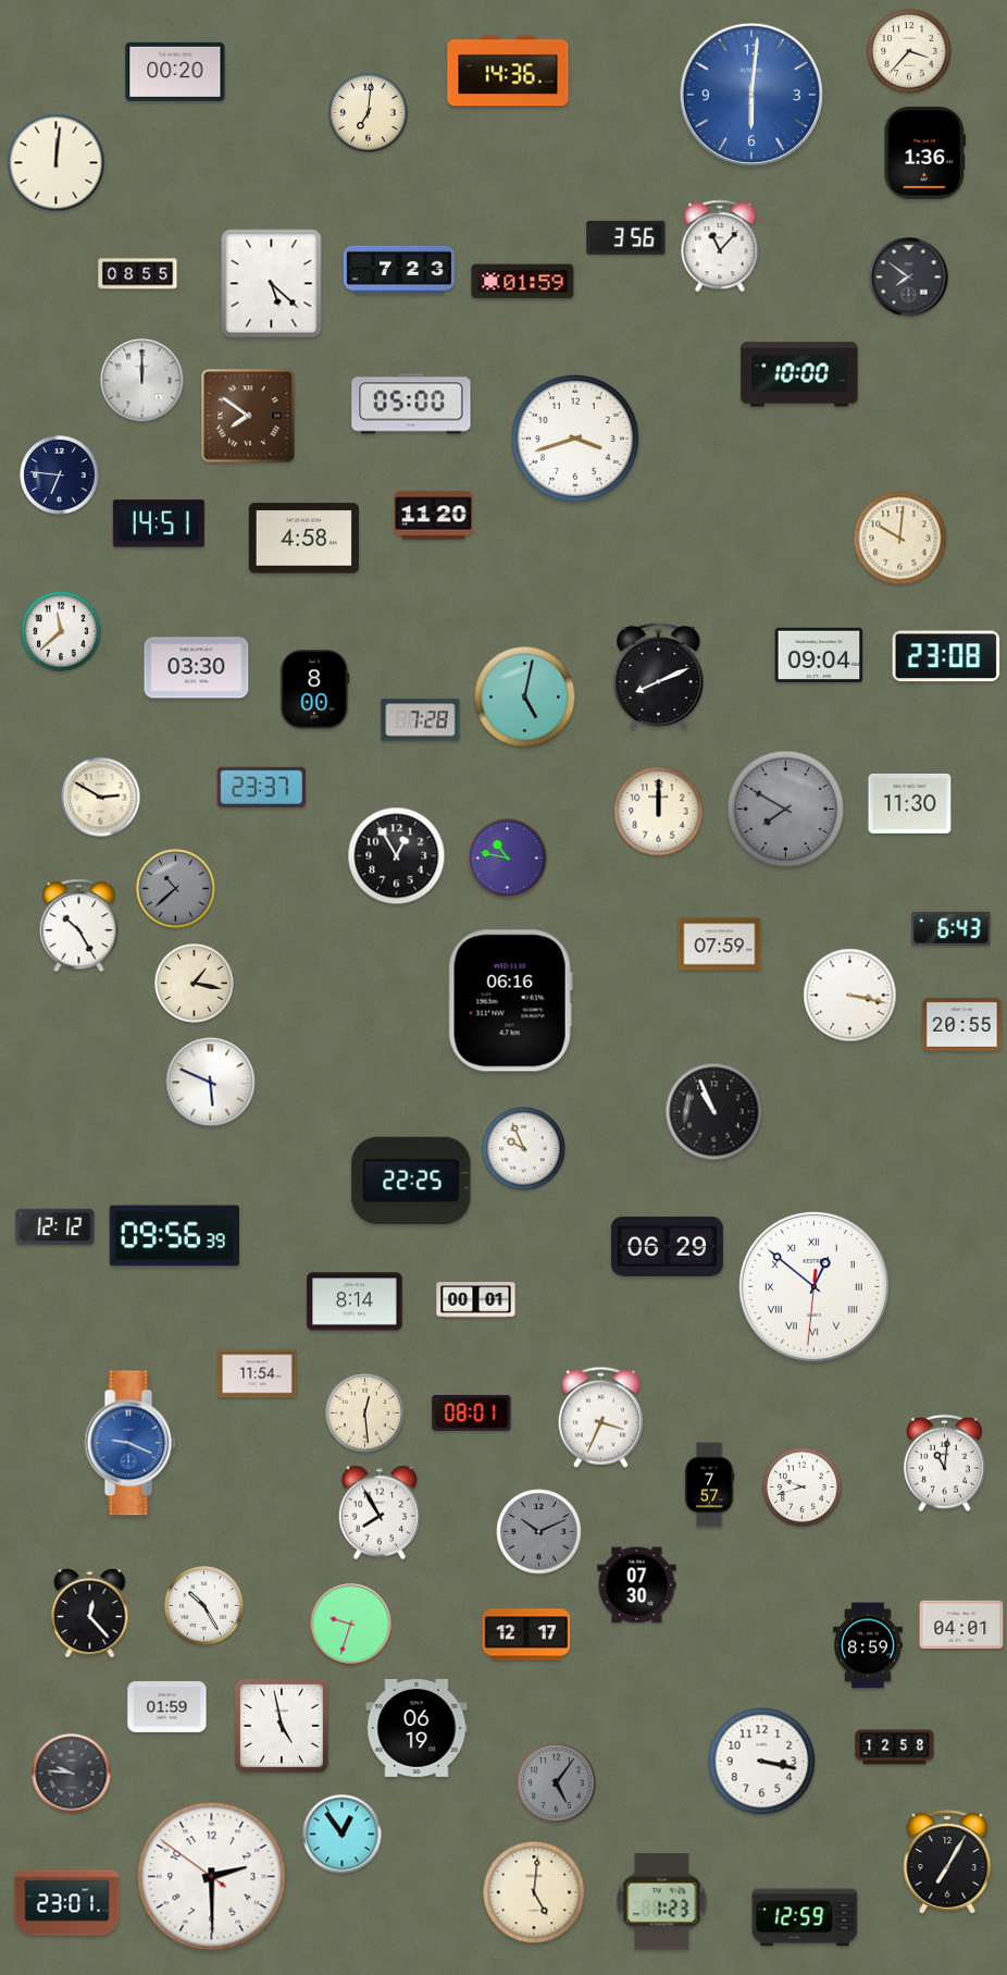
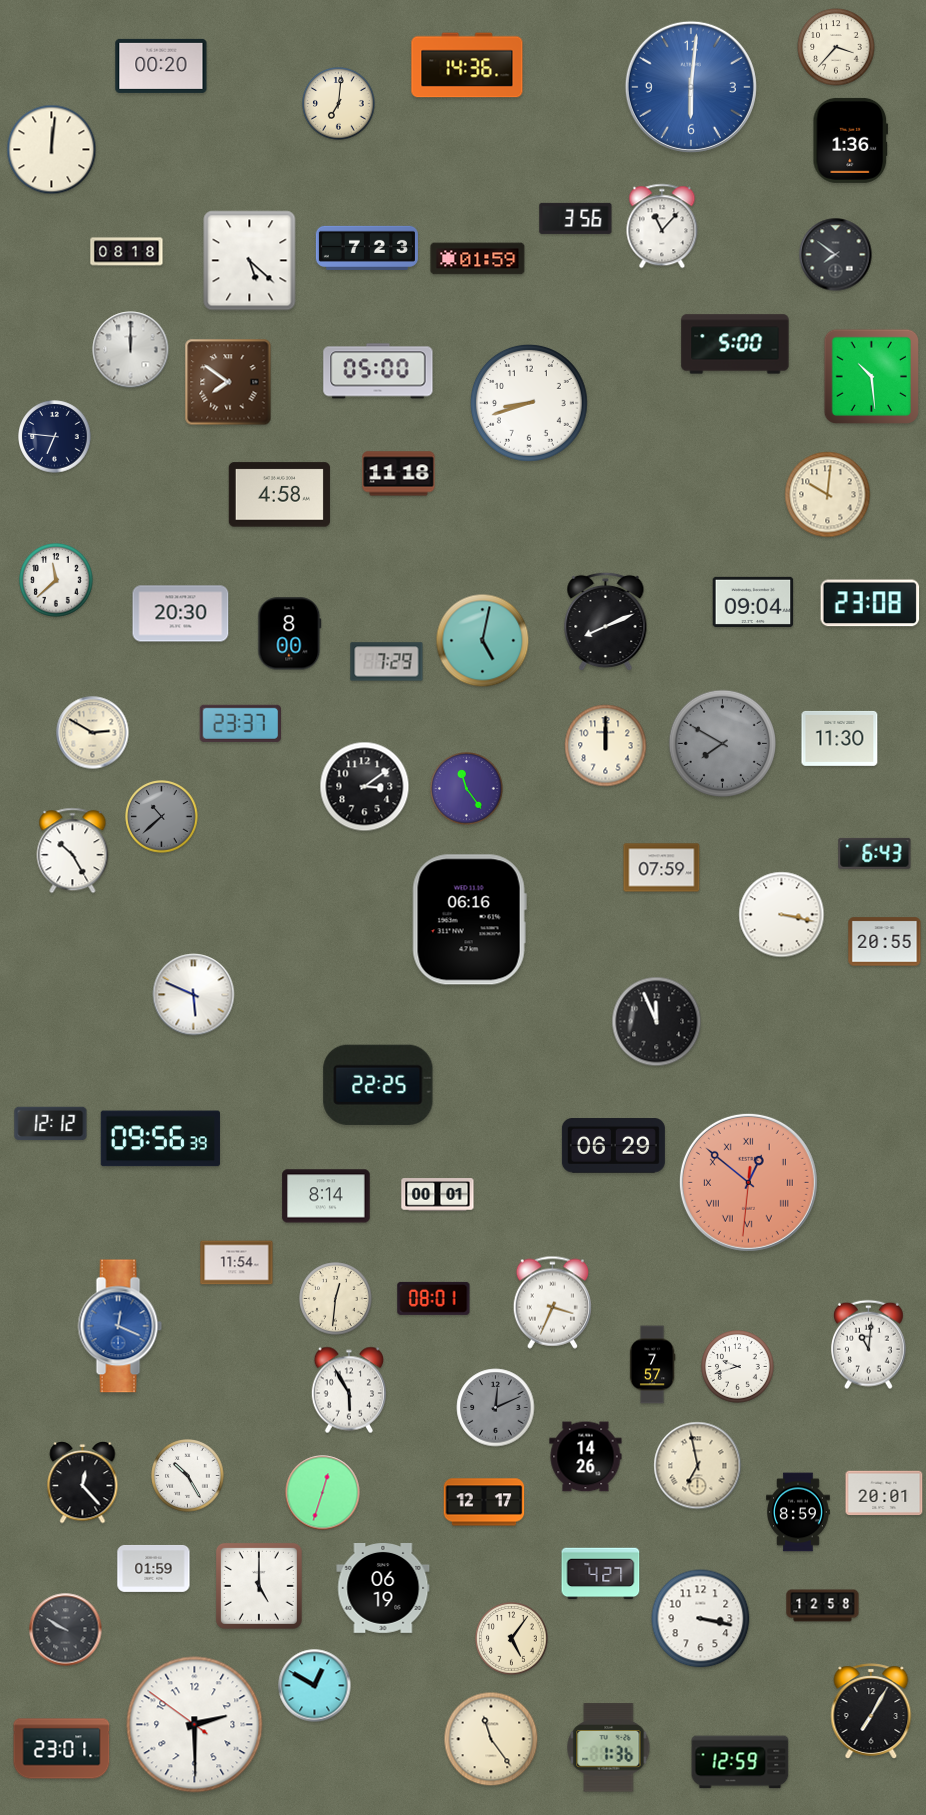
clock at (138, 274): 08:55 -> 08:18
clock at (523, 282) position: (523, 282) -> (478, 259)
clock at (799, 374): 10:00 -> 5:00
clock at (871, 376): none -> 10:29
clock at (576, 440): 3:42 -> 8:42
clock at (434, 516): 11:20 -> 11:18
clock at (159, 523): 14:51 -> none
clock at (197, 668): 03:30 -> 20:30
clock at (421, 720): 7:28 -> 7:29
clock at (910, 803) position: (910, 803) -> (840, 738)
clock at (397, 856): 12:55 -> 3:09
clock at (508, 859): 10:47 -> 11:24
clock at (195, 984): 1:17 -> none
clock at (714, 1112): 10:56 -> 11:56
clock at (524, 1149): 9:56 -> none
clock at (55, 1227) position: (55, 1227) -> (51, 1124)
clock at (174, 1236) position: (174, 1236) -> (160, 1139)
clock at (813, 1286) dial: white -> salmon
clock at (365, 1414): 12:29 -> 12:31
clock at (130, 1443): 9:19 -> 12:19
clock at (380, 1513): 7:55 -> 5:55
clock at (539, 1532): 10:11 -> 12:11
clock at (637, 1585): 07:30 -> 14:26
clock at (698, 1466): none -> 6:58
clock at (351, 1625): 9:33 -> 12:33
clock at (961, 1625): 04:01 -> 20:01
clock at (601, 1574): none -> 4:27
clock at (282, 1726): 4:58 -> 5:00
clock at (72, 1774): 9:46 -> 9:50
clock at (557, 1783) dial: grey -> cream
clock at (343, 1835): 12:54 -> 12:50
clock at (534, 1892): 5:01 -> 11:24
clock at (662, 1902): 1:23 -> 1:36
